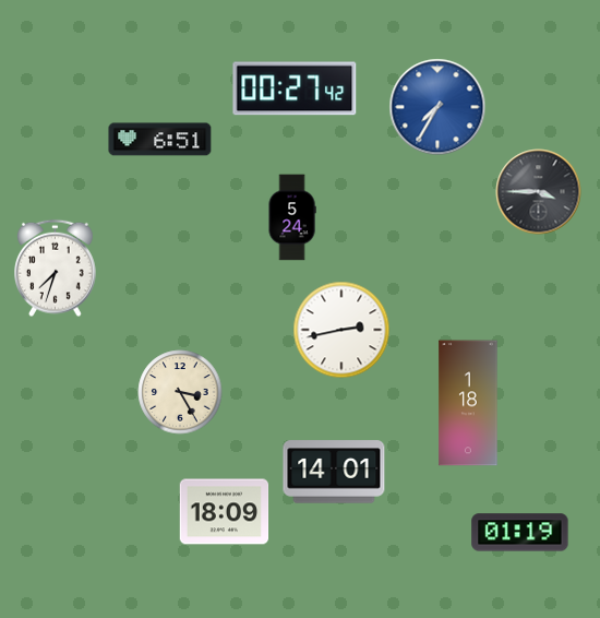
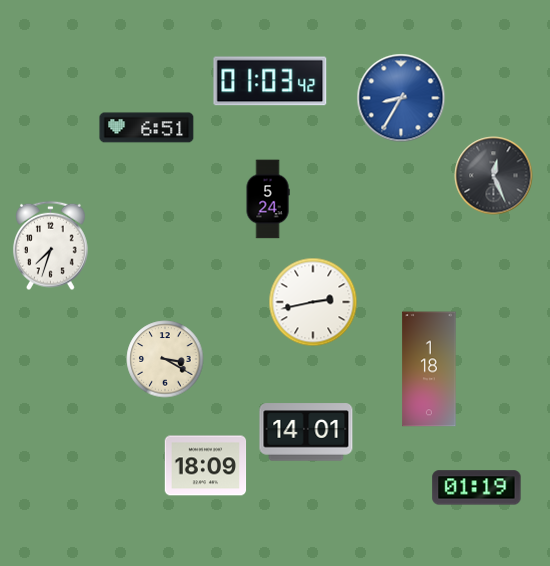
clock at (295, 88): 00:27 -> 01:03
clock at (437, 107): 7:35 -> 8:35
clock at (539, 192): 3:45 -> 12:26
clock at (180, 392): 3:25 -> 3:20
clock at (225, 512) position: (225, 512) -> (206, 466)
